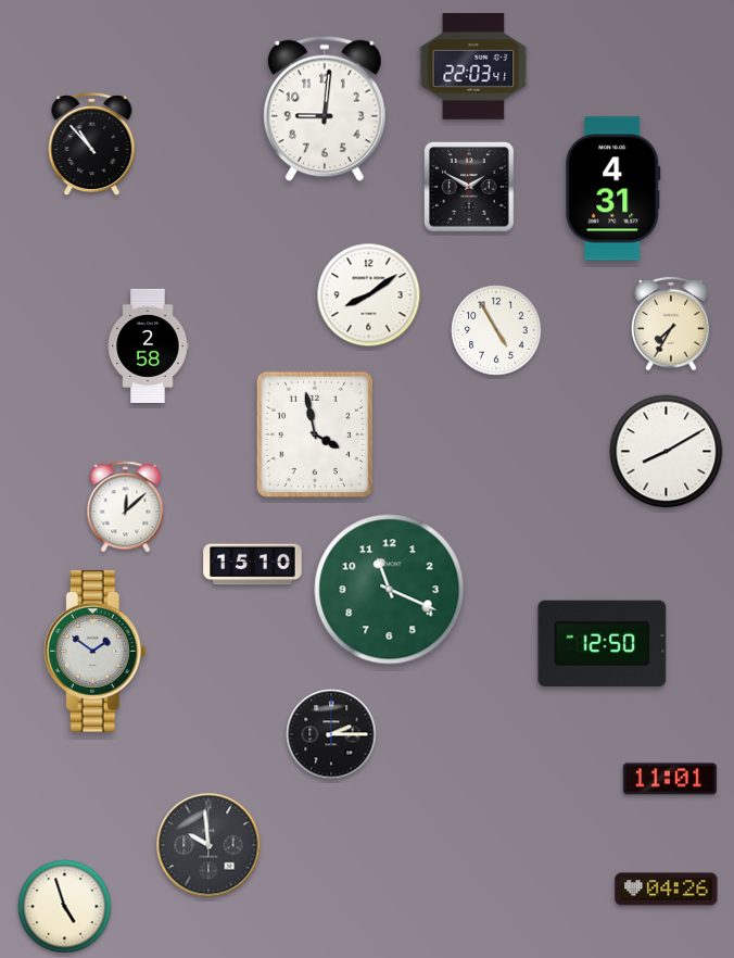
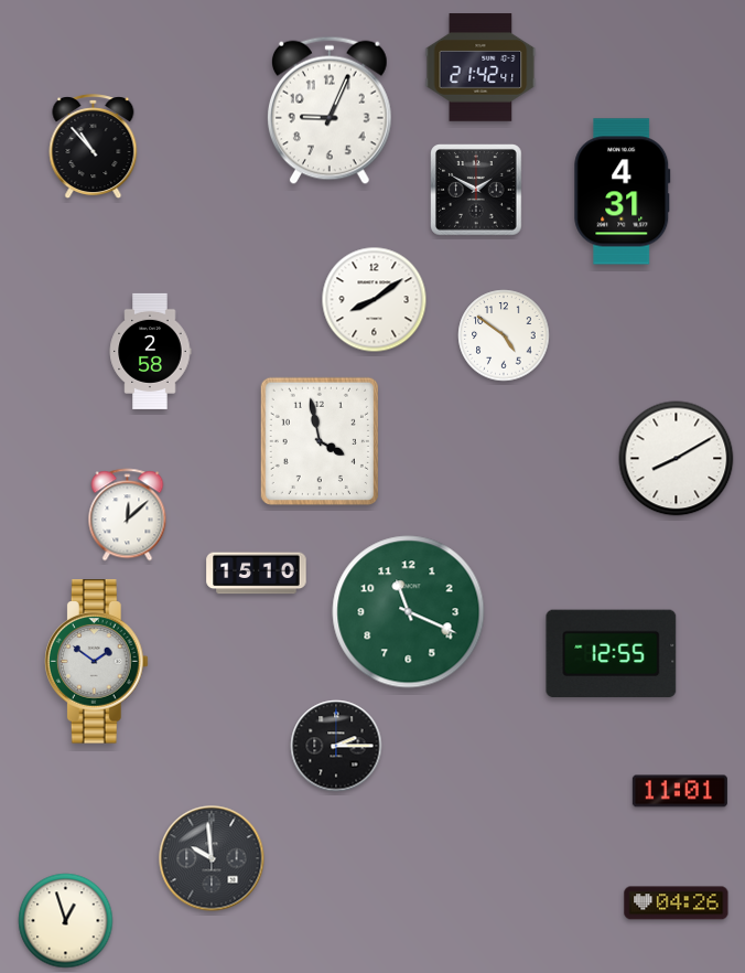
clock at (473, 66): 22:03 -> 21:42
clock at (325, 109): 9:01 -> 9:04
clock at (671, 324): 7:35 -> none
clock at (496, 330): 4:55 -> 4:51
clock at (390, 590) position: (390, 590) -> (409, 612)
clock at (603, 644): 12:50 -> 12:55
clock at (65, 907): 4:57 -> 12:57
